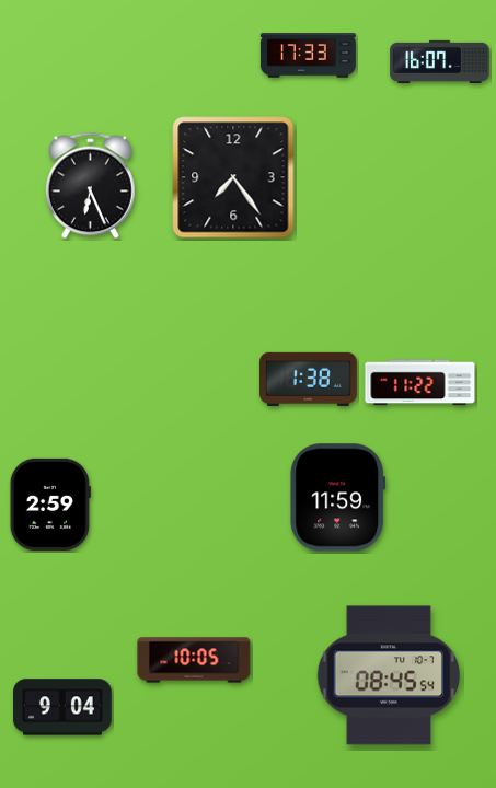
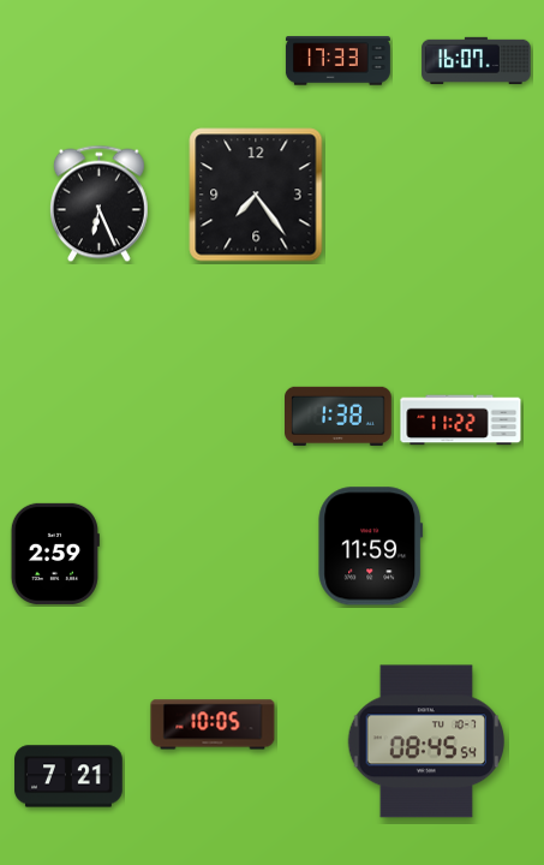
clock at (440, 61) position: (440, 61) -> (477, 60)
clock at (62, 707): 9:04 -> 7:21
